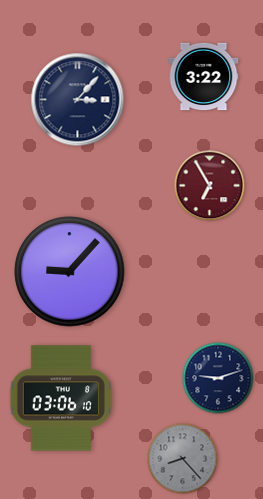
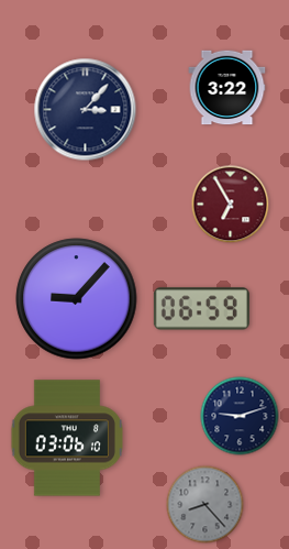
clock at (204, 77) position: (204, 77) -> (227, 88)
clock at (201, 309): none -> 06:59
clock at (183, 459) position: (183, 459) -> (205, 505)
